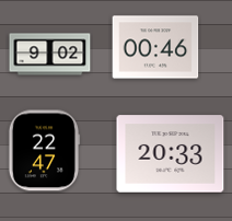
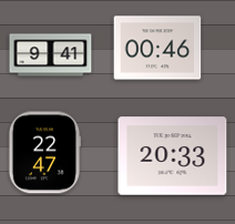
clock at (50, 55): 9:02 -> 9:41
